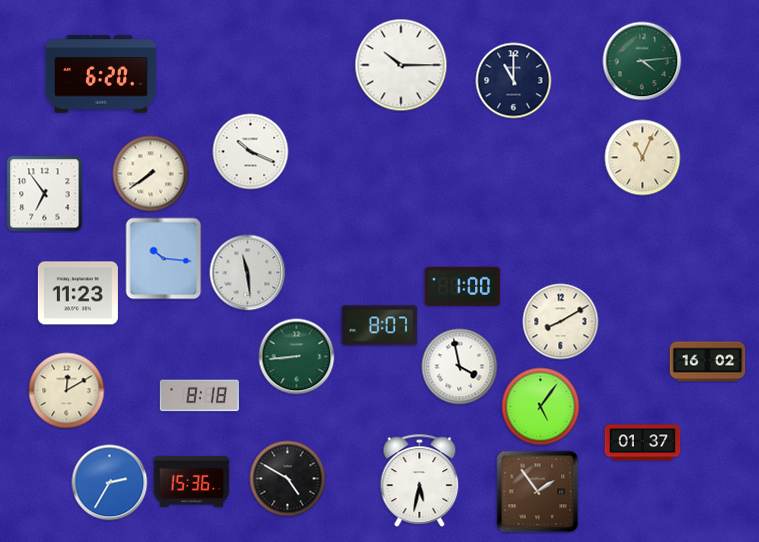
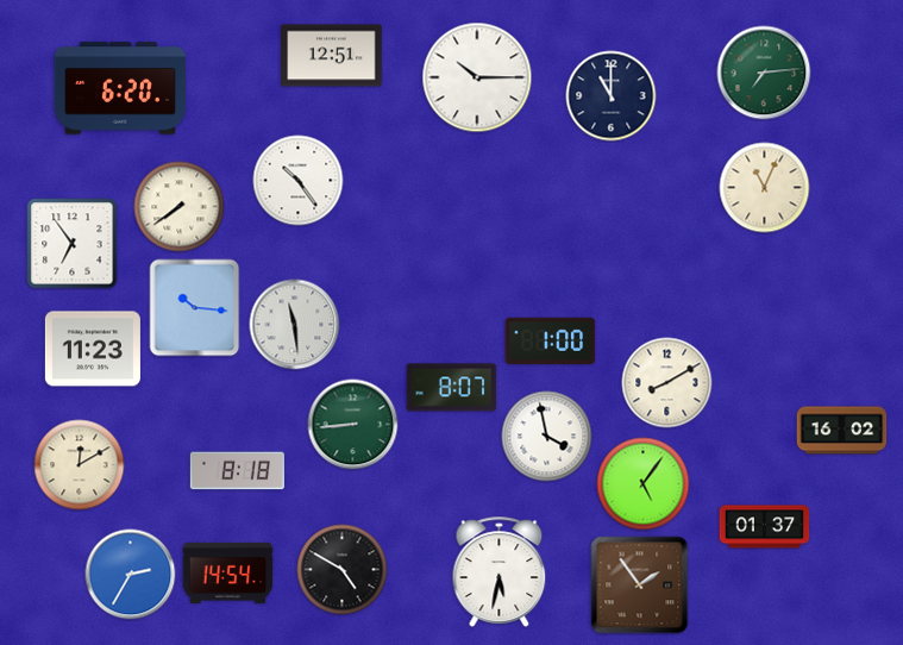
clock at (332, 56): none -> 12:51
clock at (642, 61): 4:14 -> 7:14
clock at (251, 152): 10:19 -> 10:24
clock at (45, 194) position: (45, 194) -> (73, 244)
clock at (192, 481): 15:36 -> 14:54
